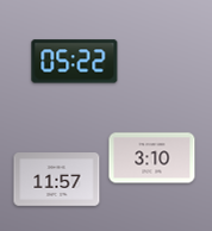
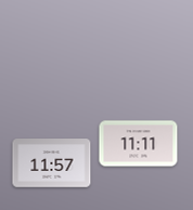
clock at (75, 62): 05:22 -> none
clock at (152, 158): 3:10 -> 11:11
